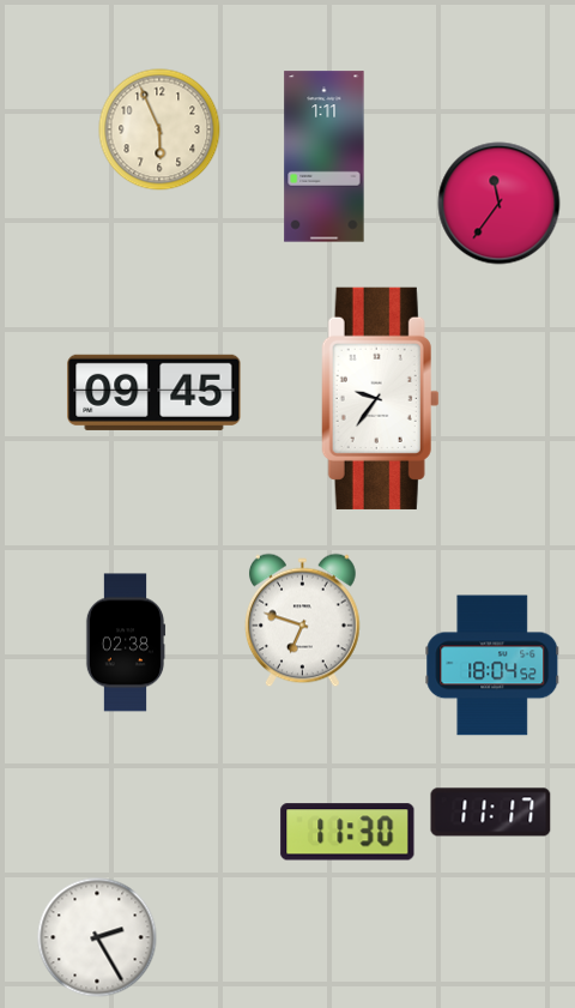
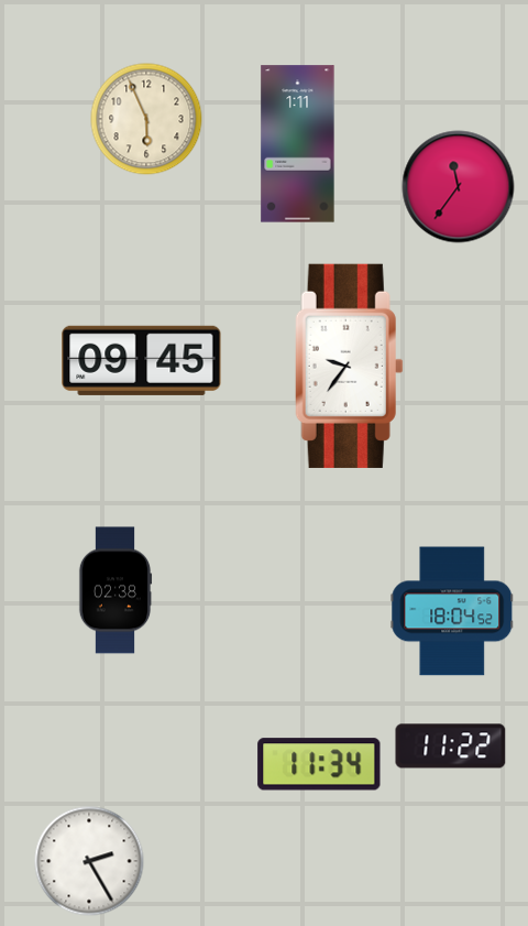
clock at (303, 621): 6:48 -> none
clock at (491, 813): 11:17 -> 11:22
clock at (347, 832): 11:30 -> 11:34
